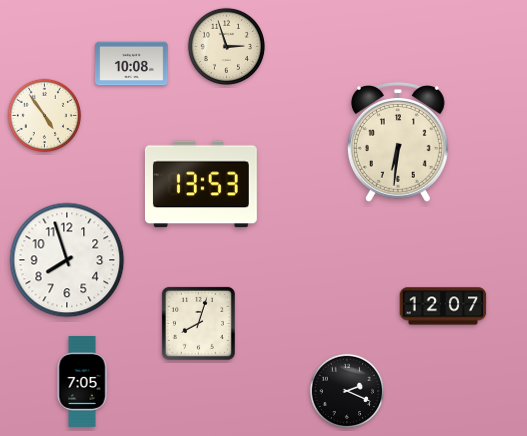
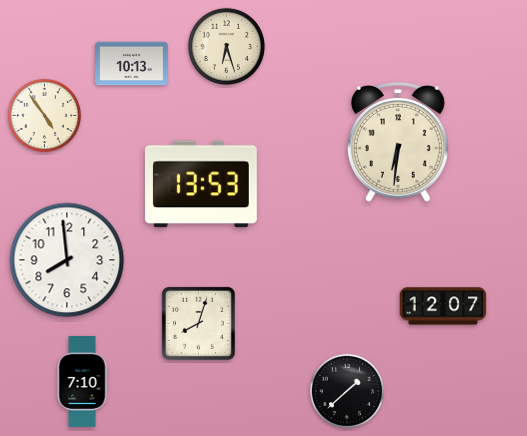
clock at (226, 46): 2:57 -> 6:27
clock at (132, 64): 10:08 -> 10:13
clock at (67, 260): 7:57 -> 7:59
clock at (82, 381): 7:05 -> 7:10
clock at (347, 391): 2:19 -> 1:38
